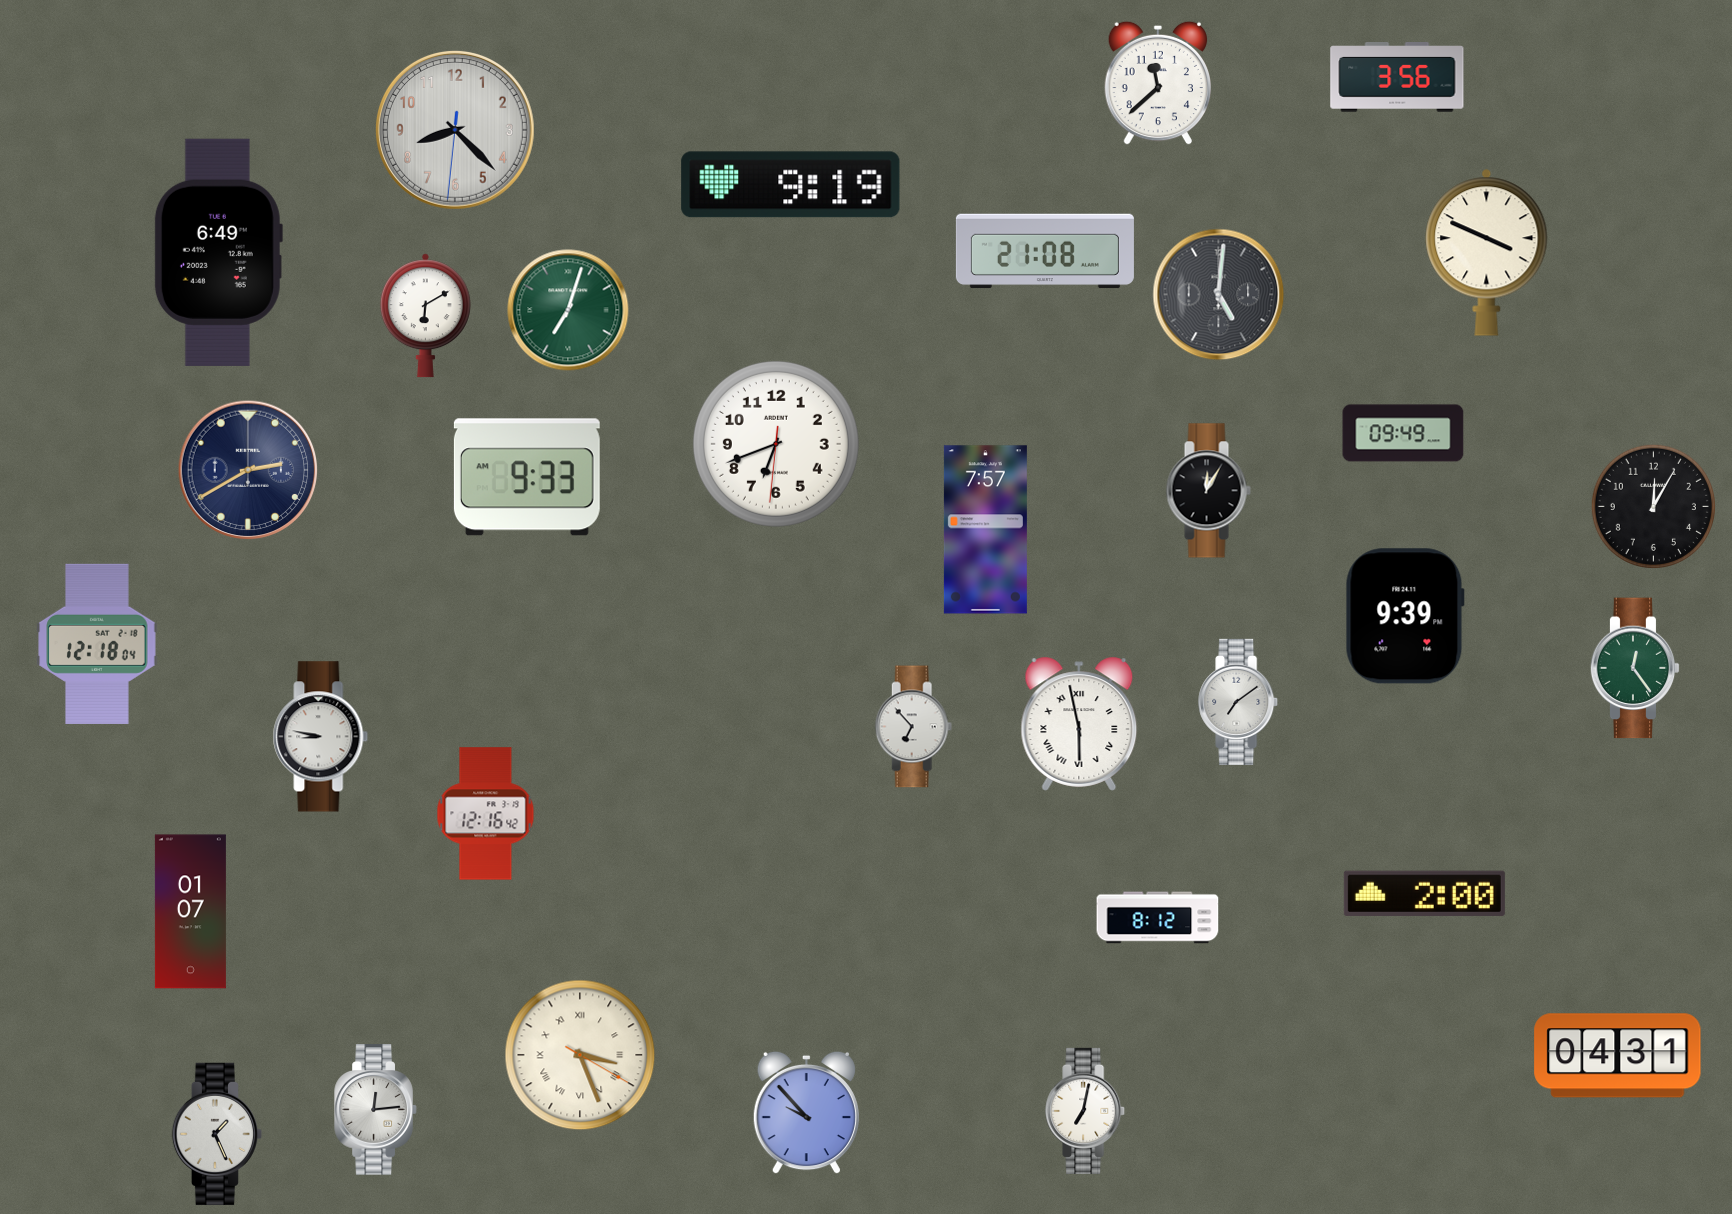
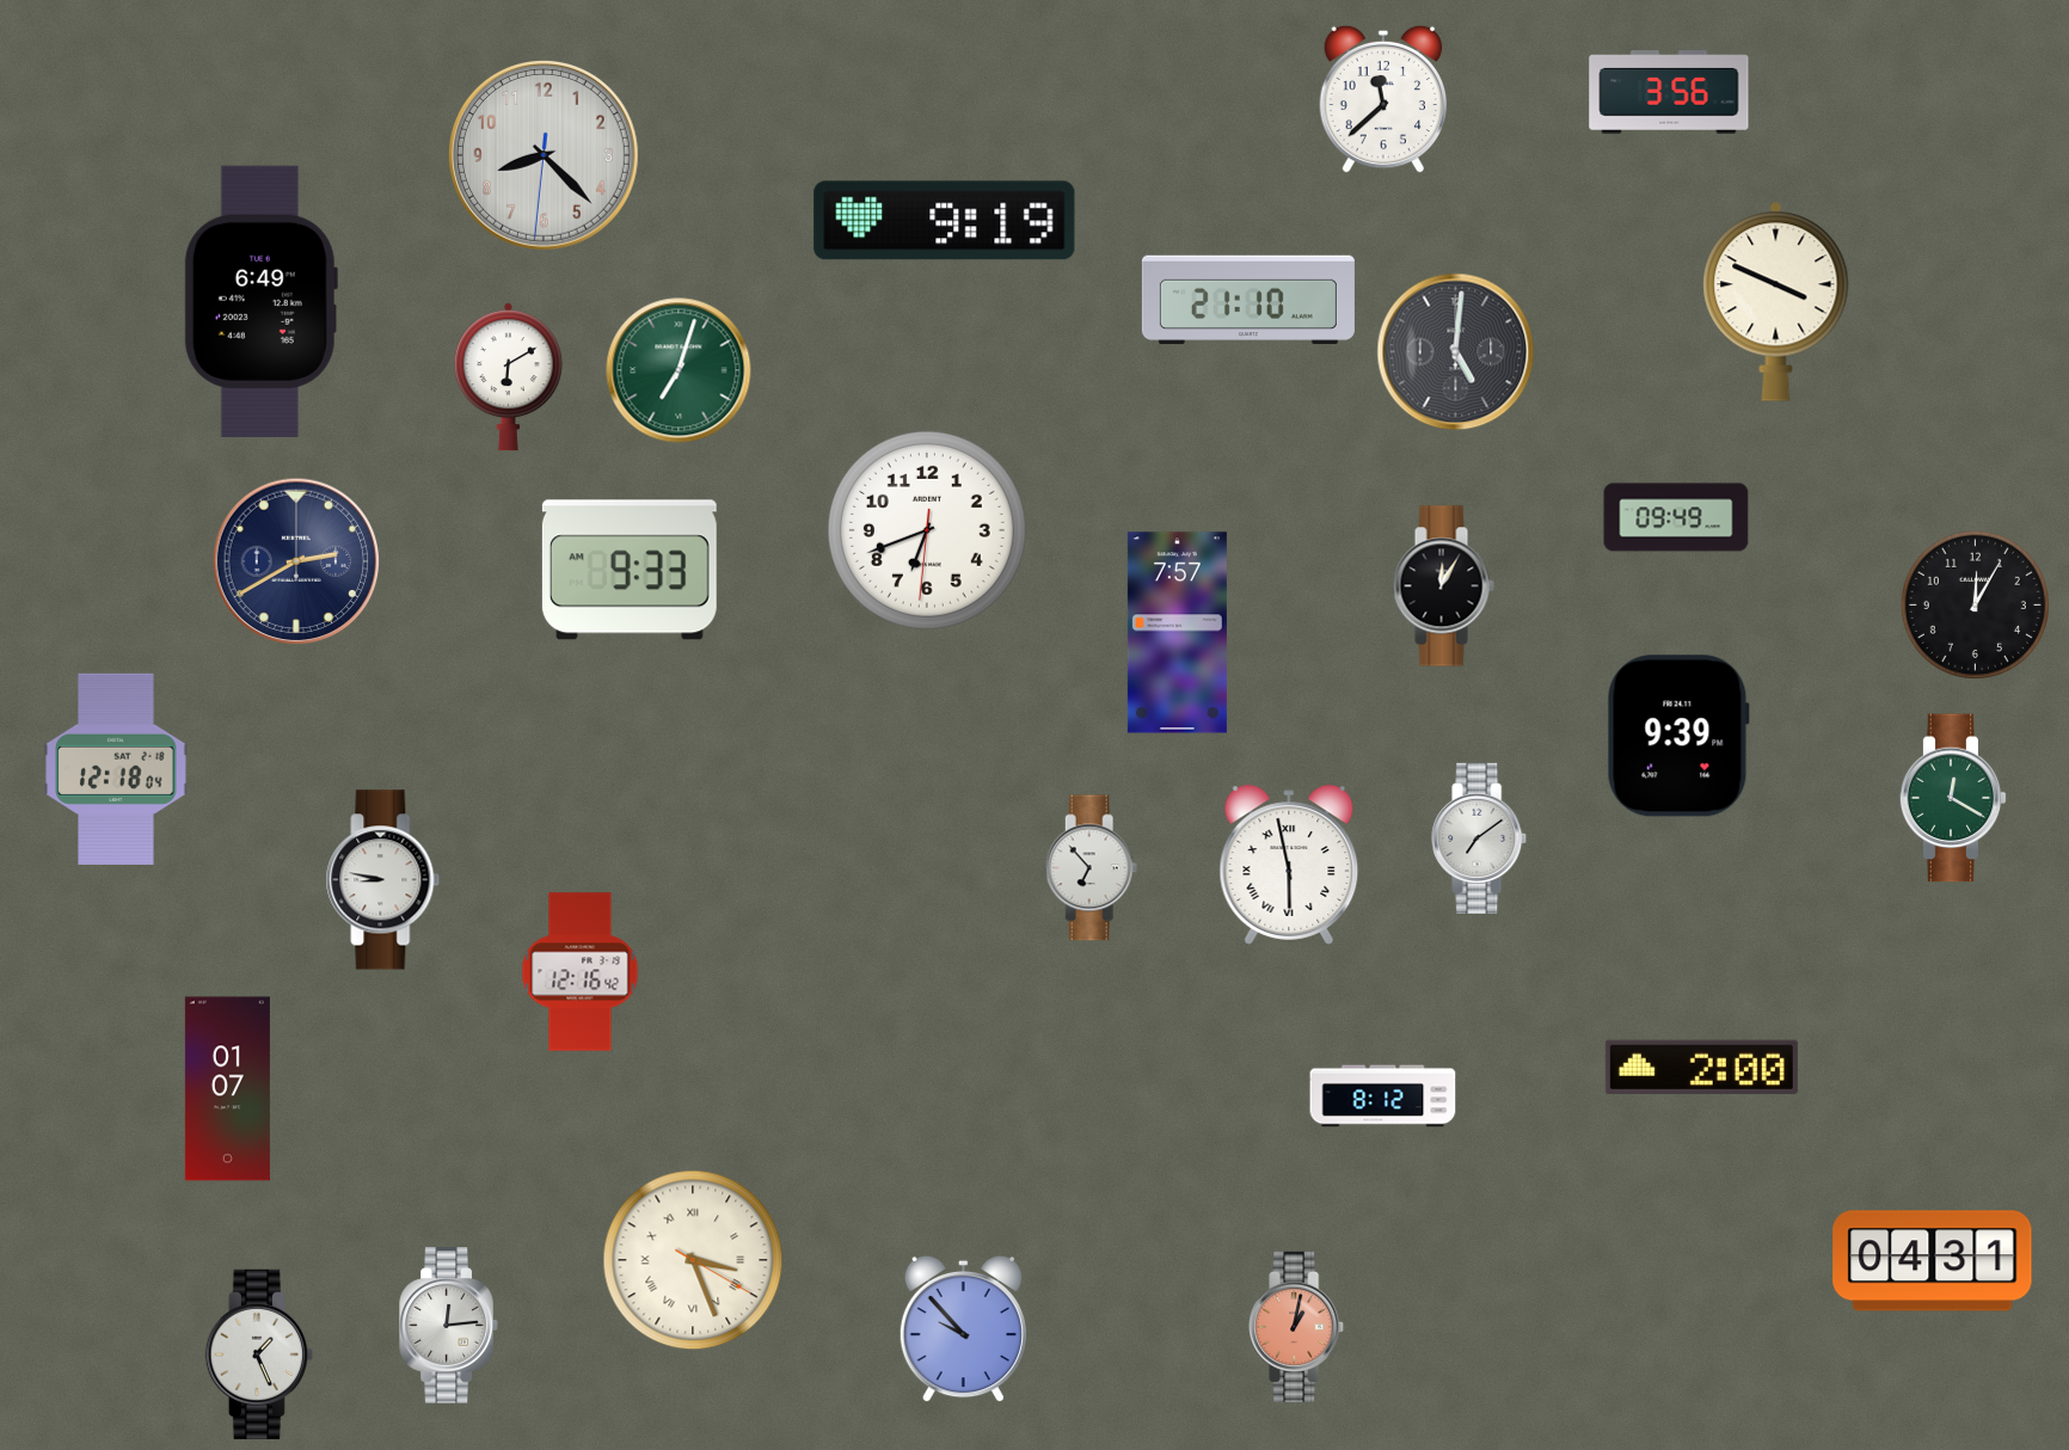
clock at (1045, 251): 21:08 -> 21:10
clock at (1635, 668): 12:24 -> 12:20
clock at (1086, 1111): 7:02 -> 1:02
clock at (1086, 1111) dial: white -> salmon
